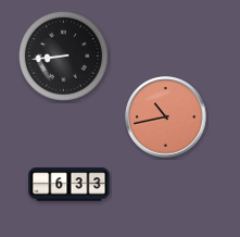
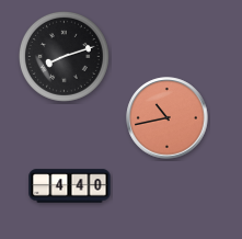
clock at (63, 55): 8:44 -> 8:12
clock at (70, 185): 6:33 -> 4:40
